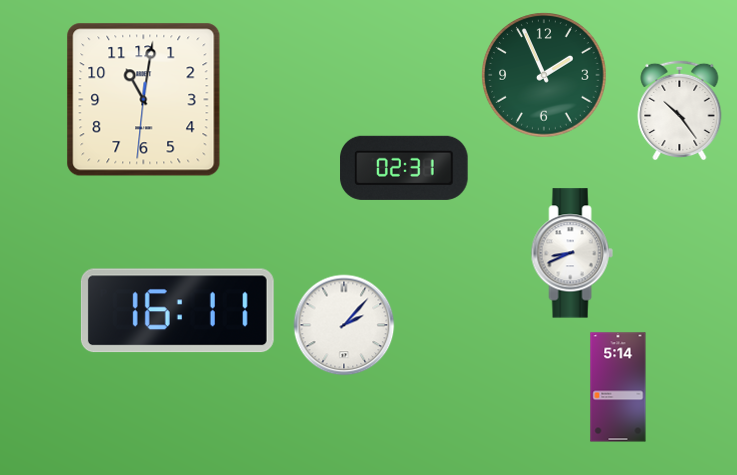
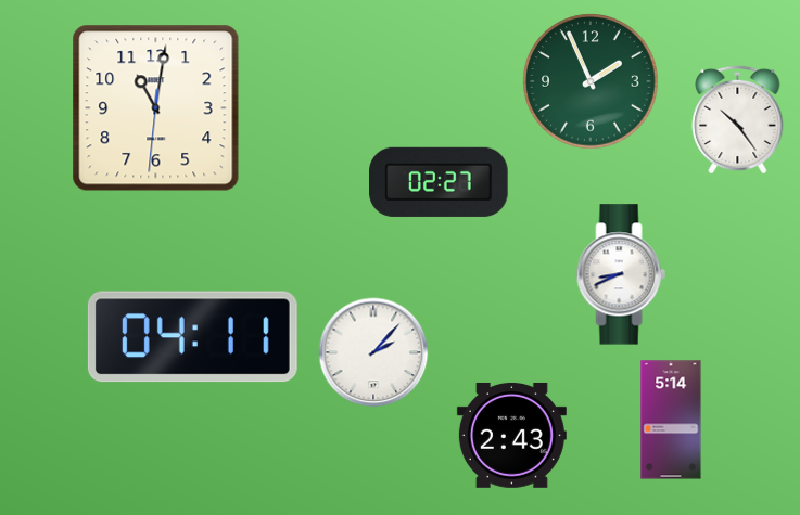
clock at (404, 168): 02:31 -> 02:27
clock at (177, 311): 16:11 -> 04:11
clock at (511, 435): none -> 2:43
